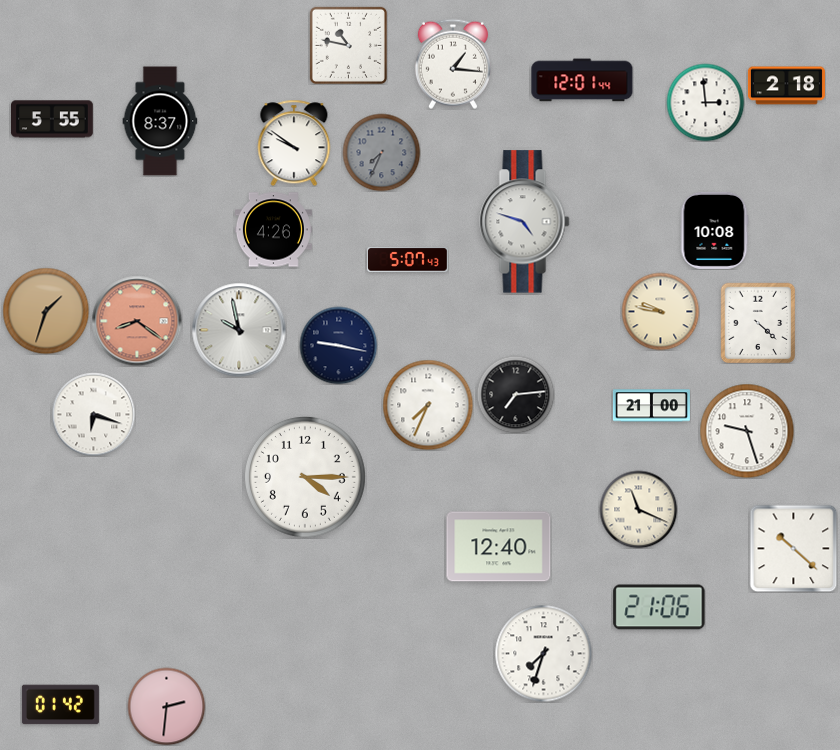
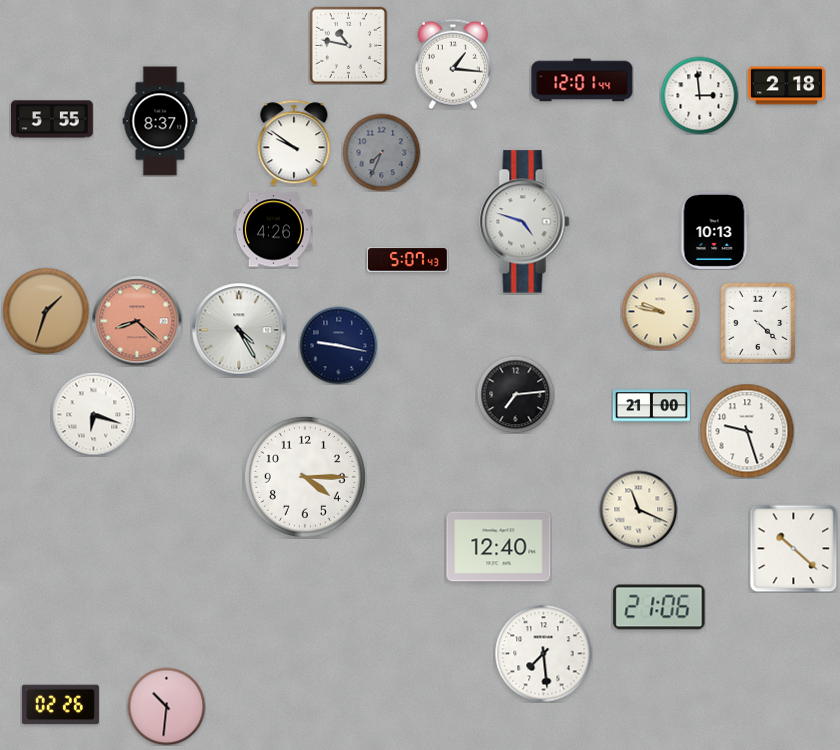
clock at (705, 102) position: (705, 102) -> (699, 95)
clock at (714, 230): 10:08 -> 10:13
clock at (137, 321): 8:21 -> 8:22
clock at (239, 330): 9:58 -> 4:25
clock at (428, 405): 7:34 -> none
clock at (543, 653): 7:33 -> 7:29
clock at (60, 705): 01:42 -> 02:26
clock at (166, 706): 2:31 -> 10:31
